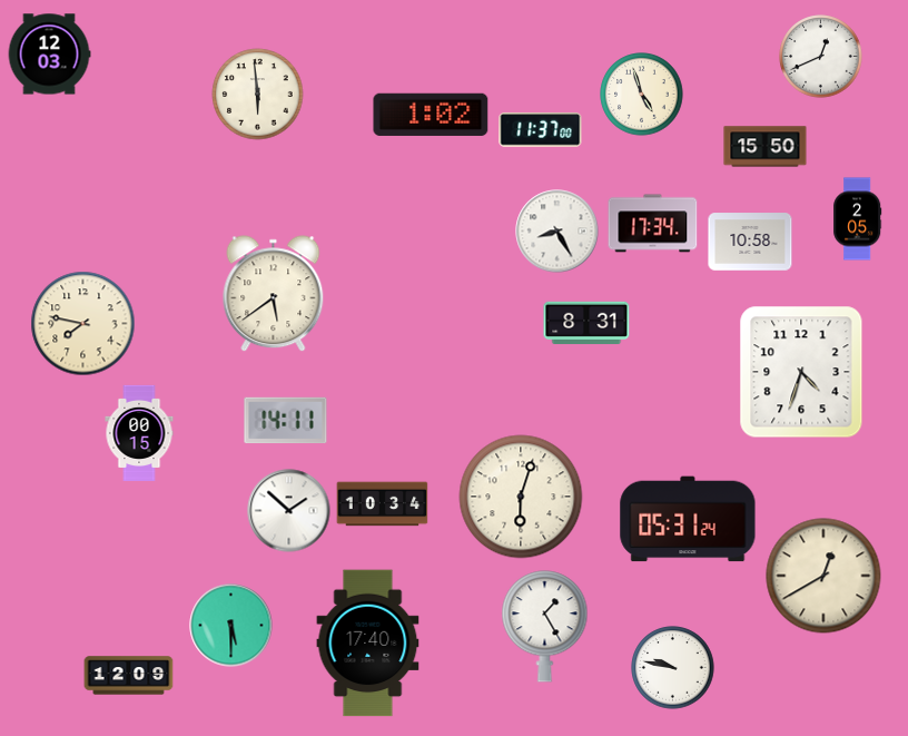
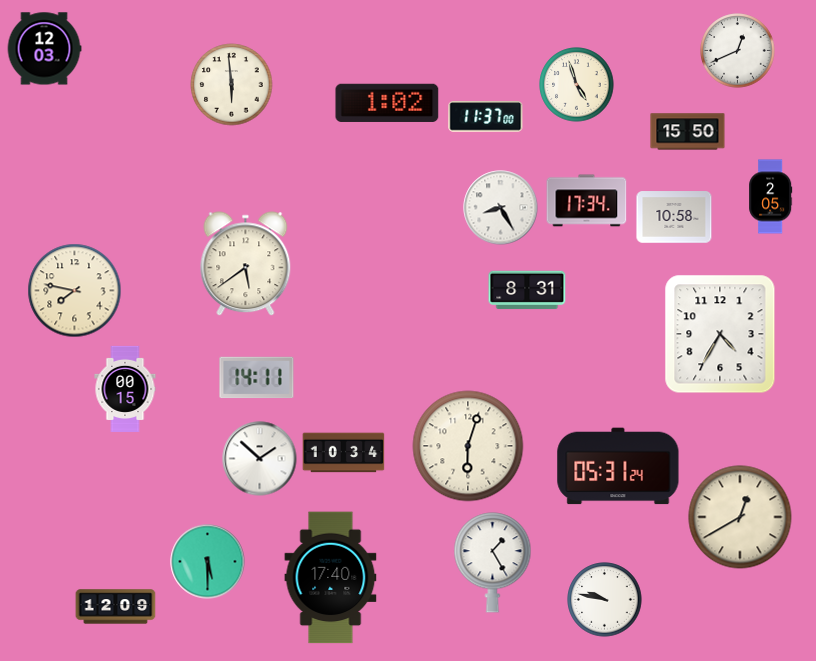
clock at (801, 372): 4:33 -> 4:35
clock at (545, 627) position: (545, 627) -> (493, 563)
